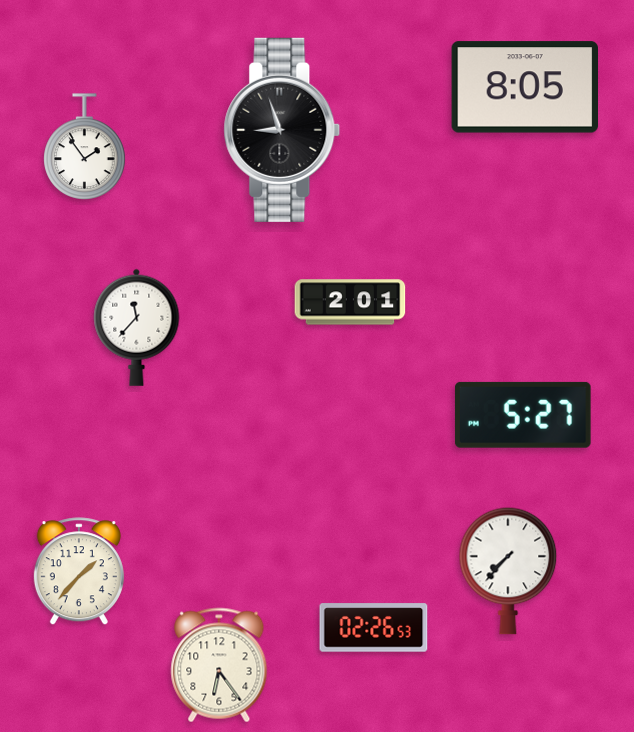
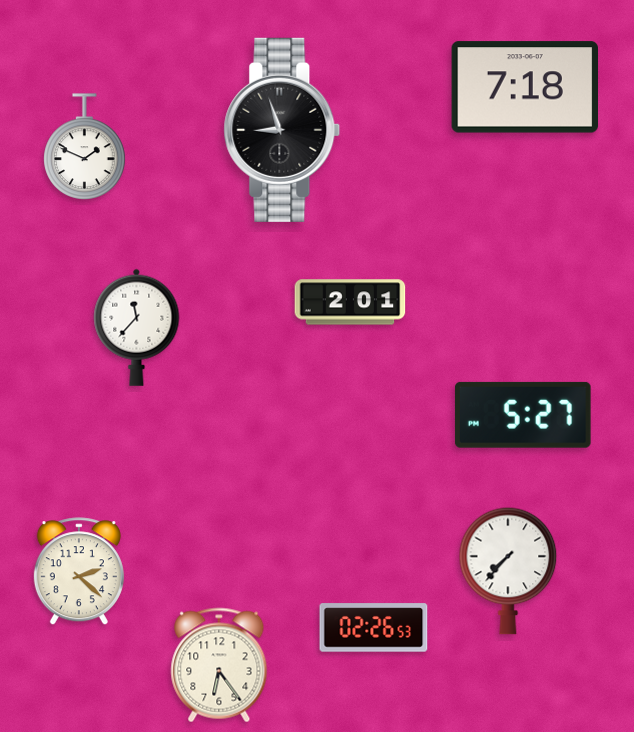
clock at (524, 87): 8:05 -> 7:18
clock at (85, 146): 1:54 -> 1:49
clock at (79, 572): 1:37 -> 2:22
